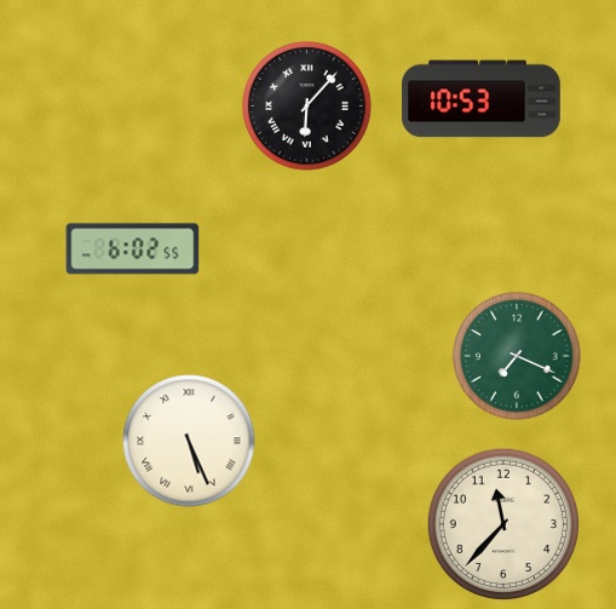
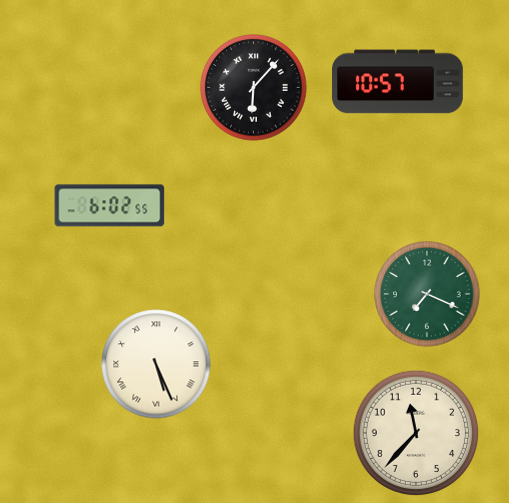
clock at (482, 99): 10:53 -> 10:57
